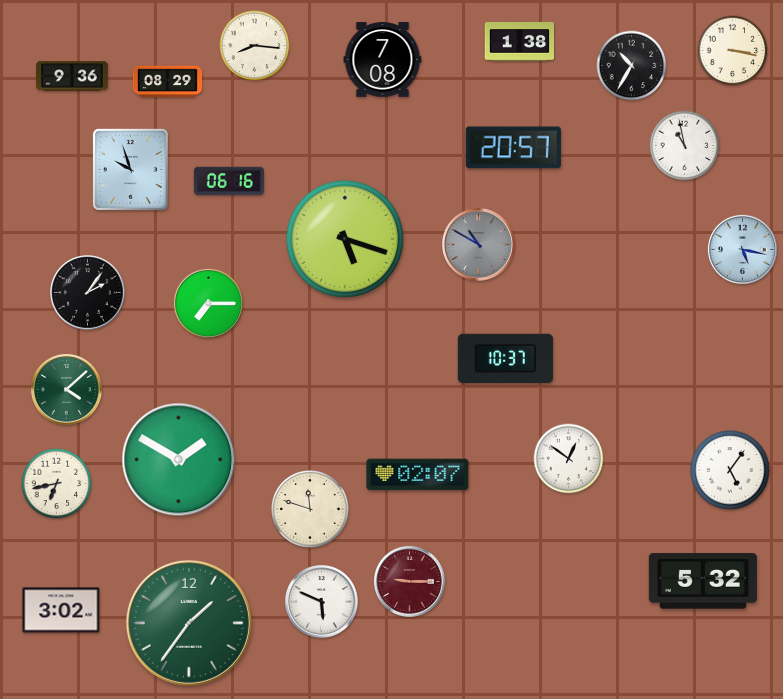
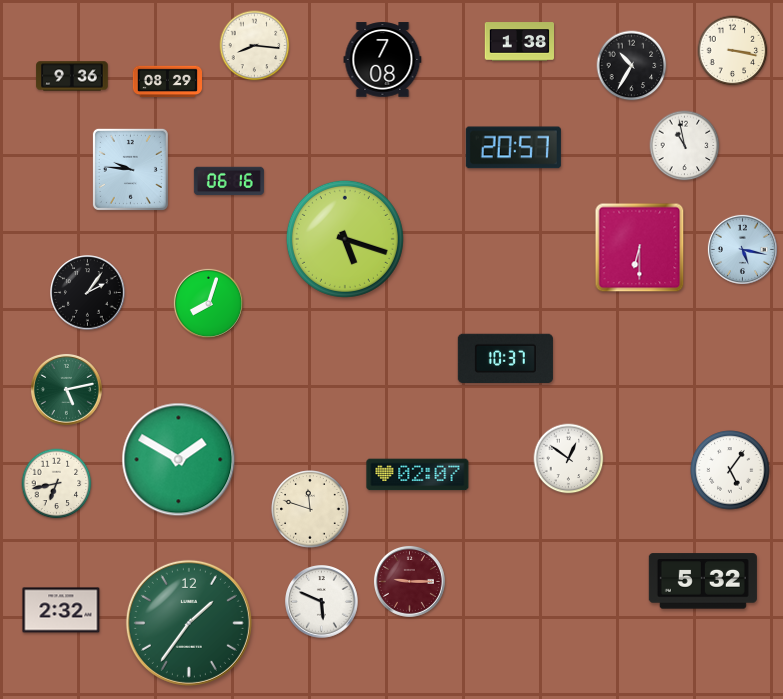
clock at (130, 169): 9:57 -> 9:46
clock at (479, 245): 10:50 -> none
clock at (640, 248): none -> 6:30
clock at (208, 303): 7:15 -> 8:03
clock at (66, 389): 4:08 -> 5:13
clock at (61, 610): 3:02 -> 2:32
